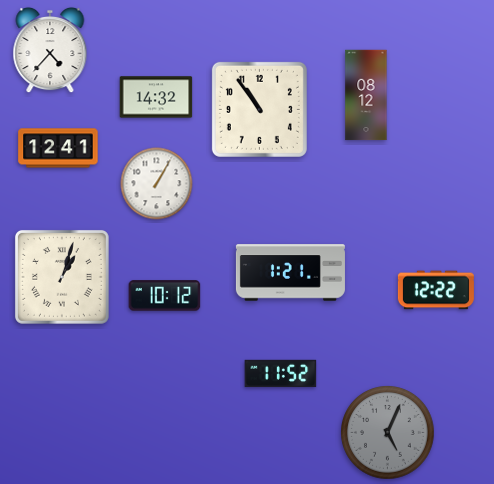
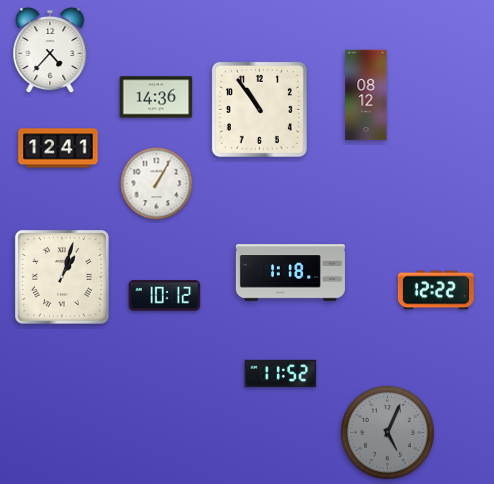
clock at (156, 97): 14:32 -> 14:36
clock at (290, 273): 1:21 -> 1:18
